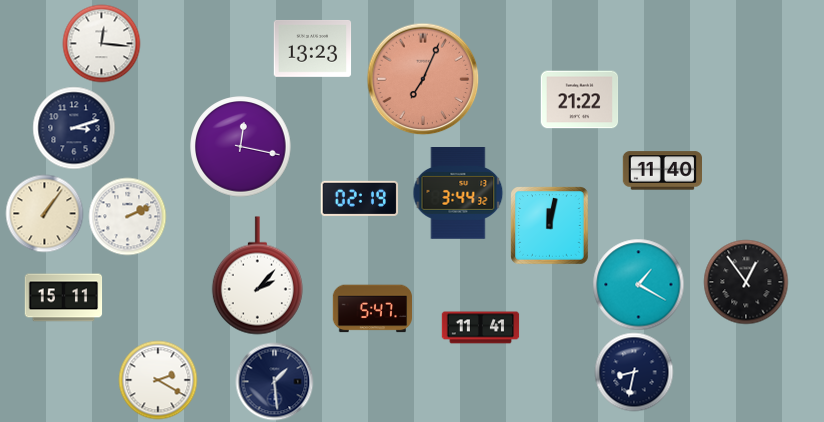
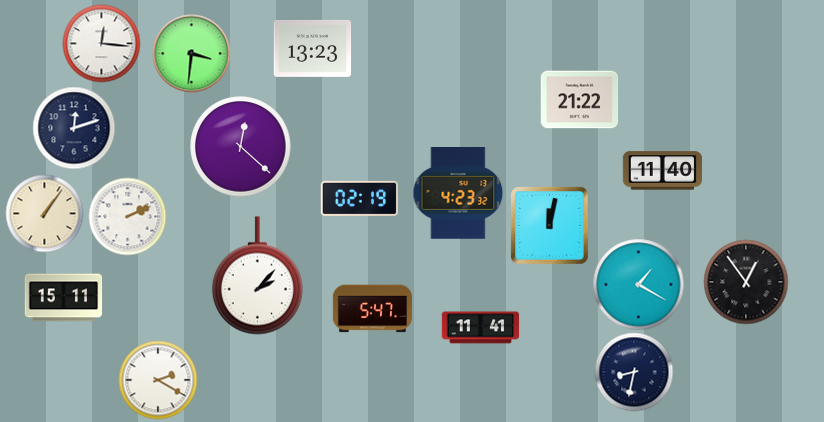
clock at (191, 53): none -> 3:31
clock at (423, 79): 7:04 -> none
clock at (74, 128): 3:12 -> 12:12
clock at (241, 147): 12:17 -> 12:22
clock at (458, 193): 3:44 -> 4:23
clock at (274, 381): 1:29 -> none
